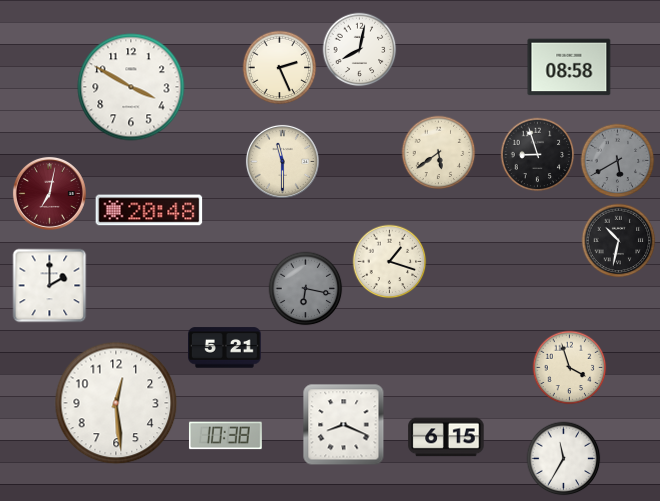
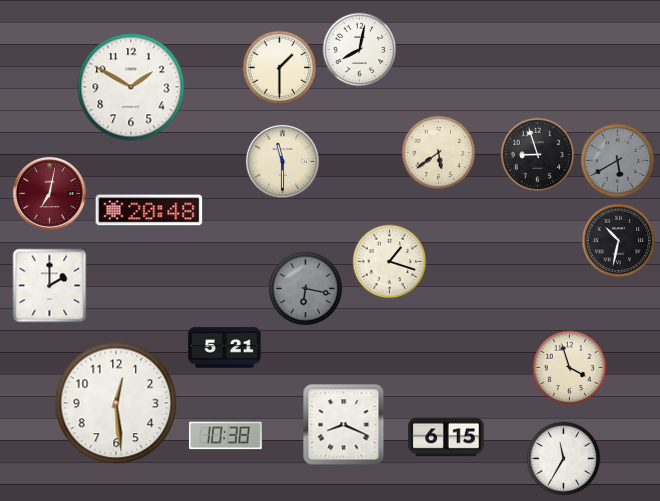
clock at (569, 67): 08:58 -> none
clock at (280, 68): 2:26 -> 1:30
clock at (131, 87): 3:50 -> 1:50
